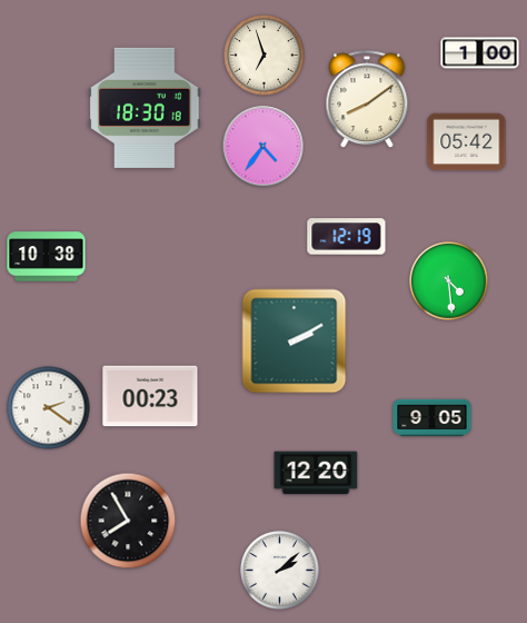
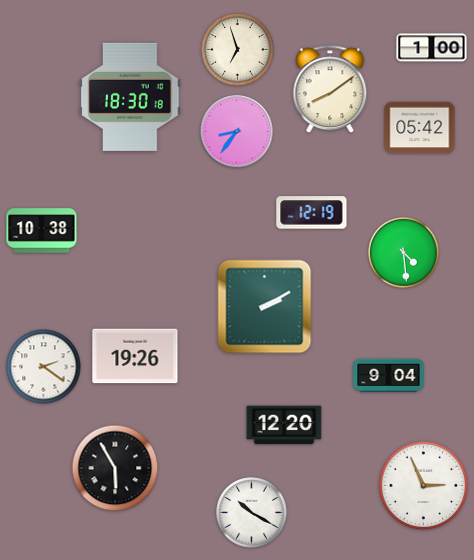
clock at (263, 147): 4:36 -> 8:36
clock at (150, 396): 00:23 -> 19:26
clock at (432, 417): 9:05 -> 9:04
clock at (128, 521): 7:55 -> 5:55
clock at (424, 486): none -> 2:56
clock at (280, 571): 2:08 -> 10:20
